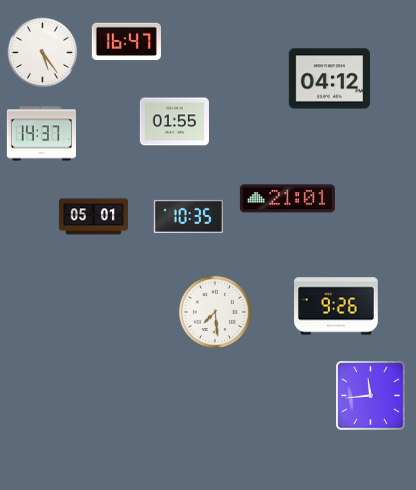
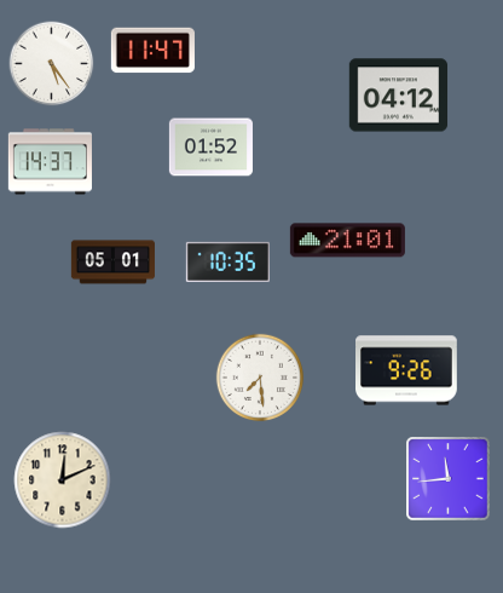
clock at (126, 42): 16:47 -> 11:47
clock at (174, 122): 01:55 -> 01:52
clock at (63, 480): none -> 12:11
